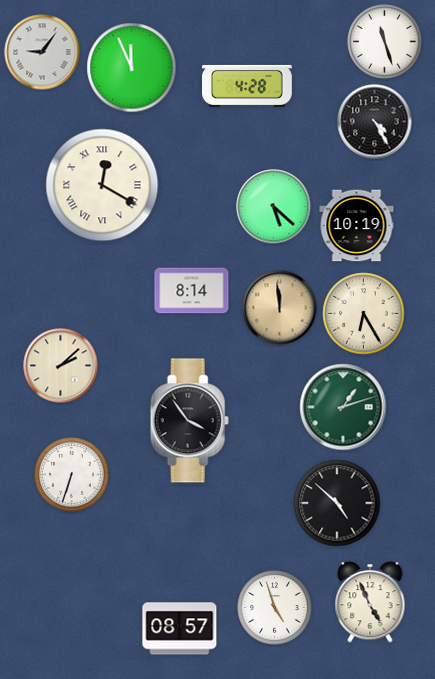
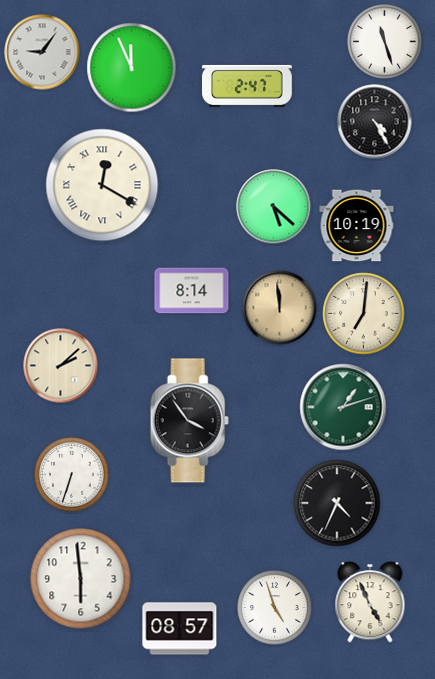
clock at (247, 86): 4:28 -> 2:47
clock at (364, 314): 6:25 -> 7:01
clock at (337, 503): 4:52 -> 4:34
clock at (81, 579): none -> 5:59
